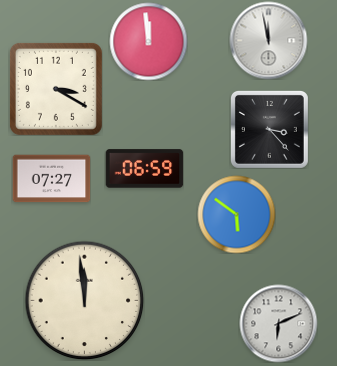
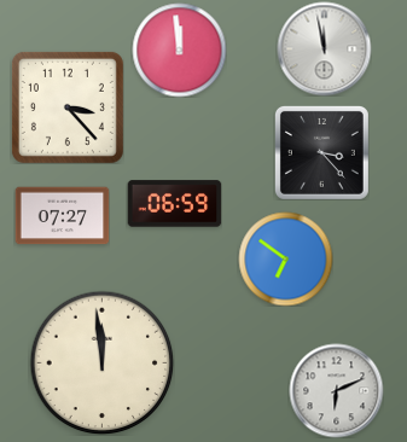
clock at (56, 89): 3:20 -> 3:23
clock at (269, 129) position: (269, 129) -> (321, 152)
clock at (236, 214): 5:51 -> 6:51
